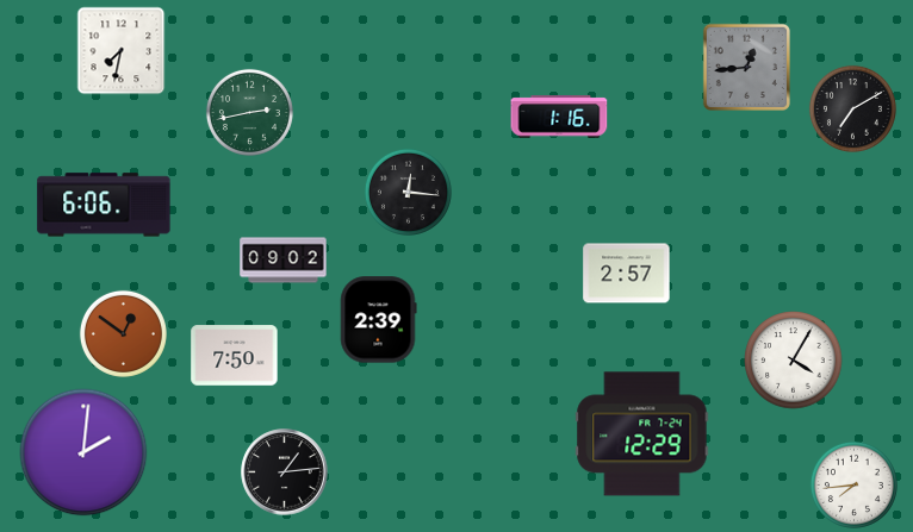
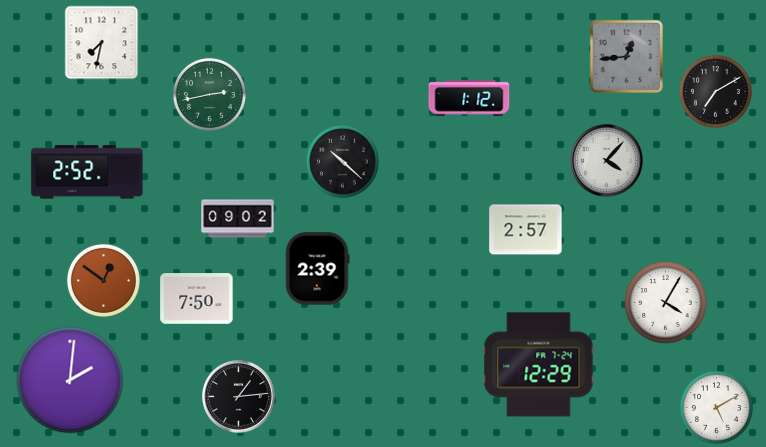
clock at (559, 117): 1:16 -> 1:12
clock at (408, 192): 12:16 -> 10:22
clock at (607, 161): none -> 4:07
clock at (104, 205): 6:06 -> 2:52
clock at (853, 484): 7:44 -> 5:10
